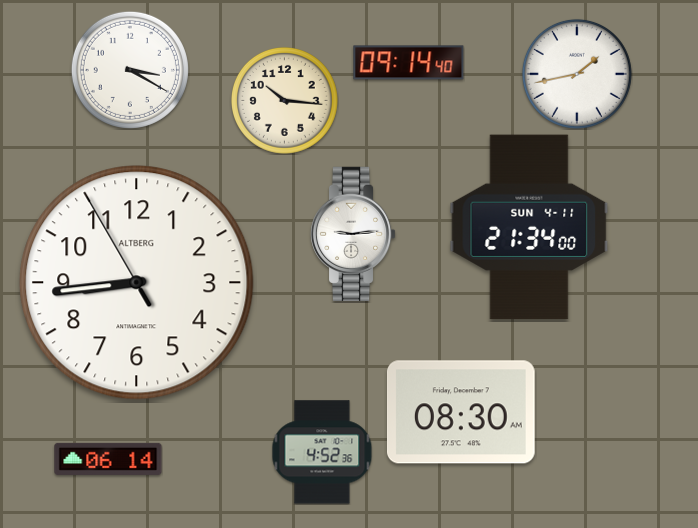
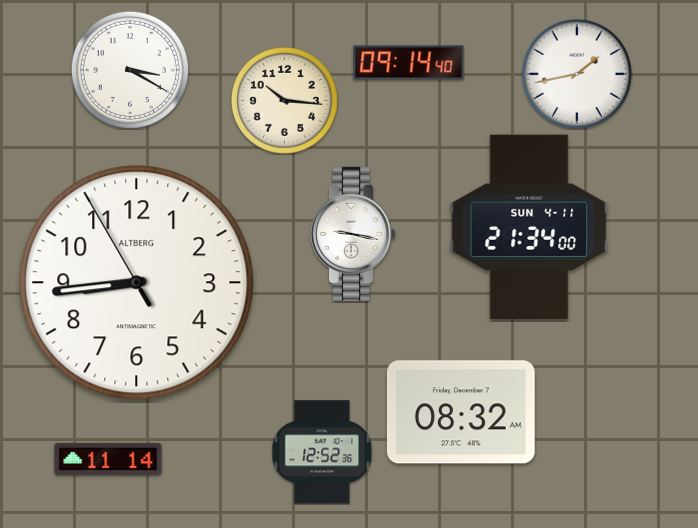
clock at (353, 234): 9:14 -> 9:17
clock at (461, 412): 08:30 -> 08:32
clock at (322, 452): 4:52 -> 12:52
clock at (108, 459): 06:14 -> 11:14
